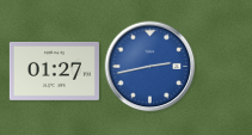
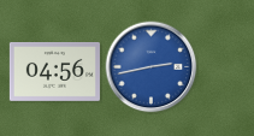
clock at (54, 72): 01:27 -> 04:56
